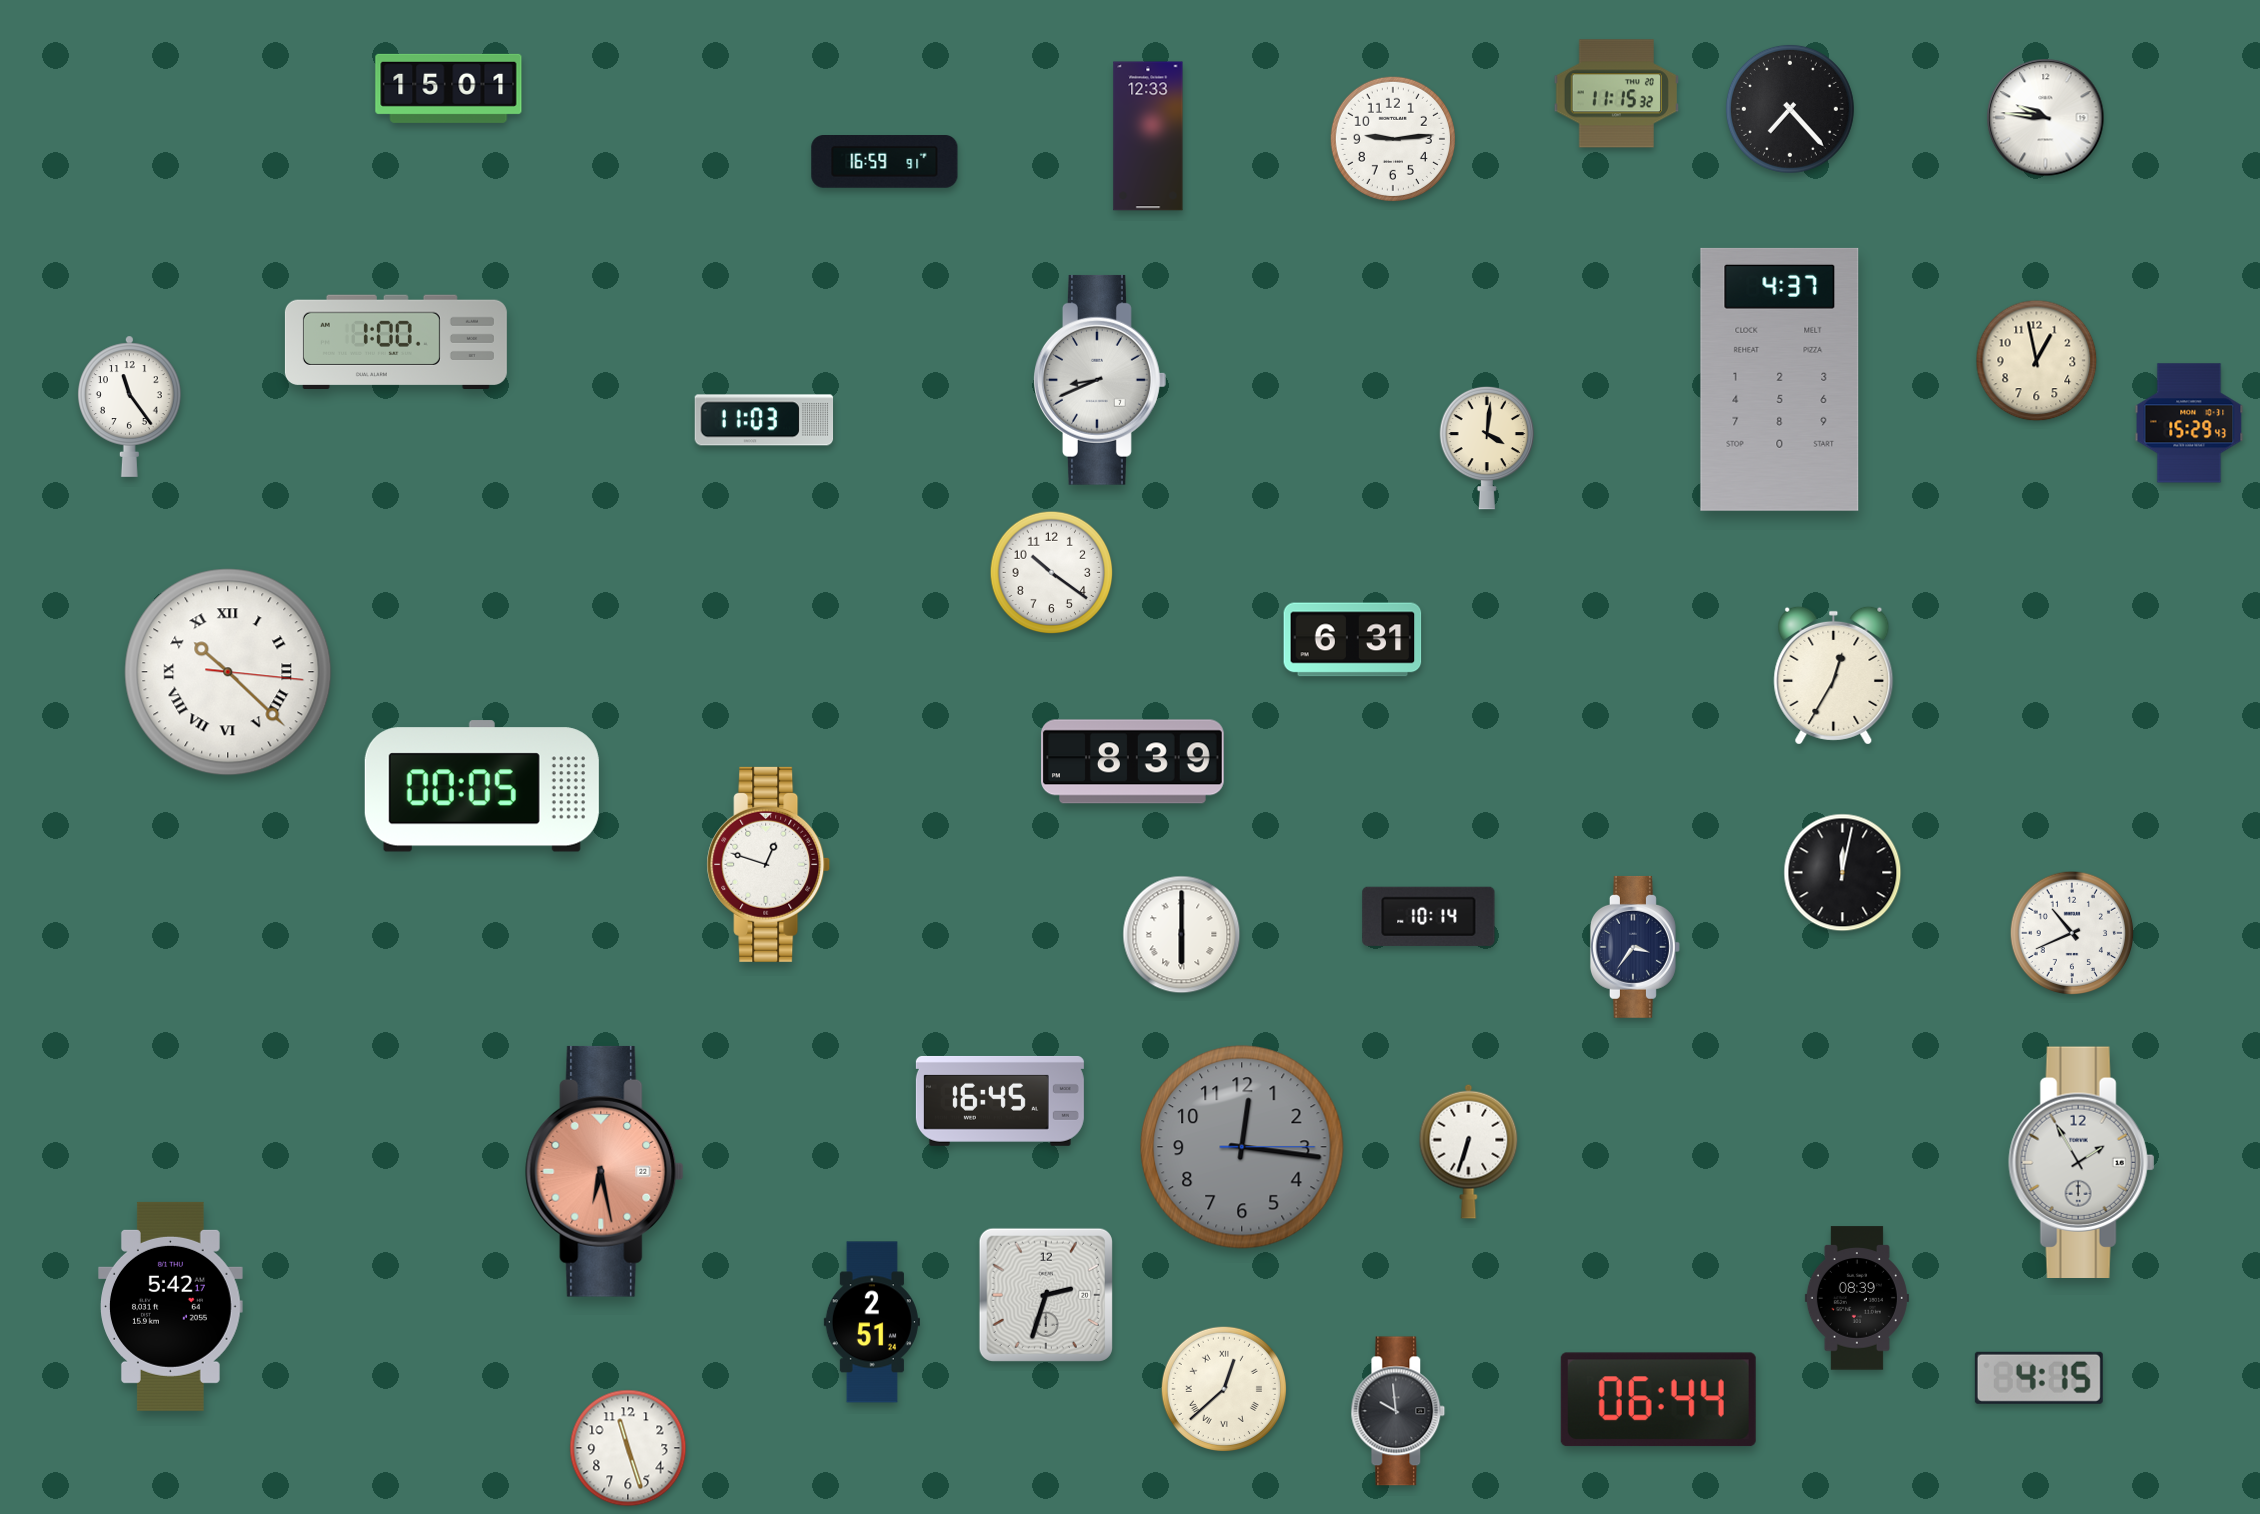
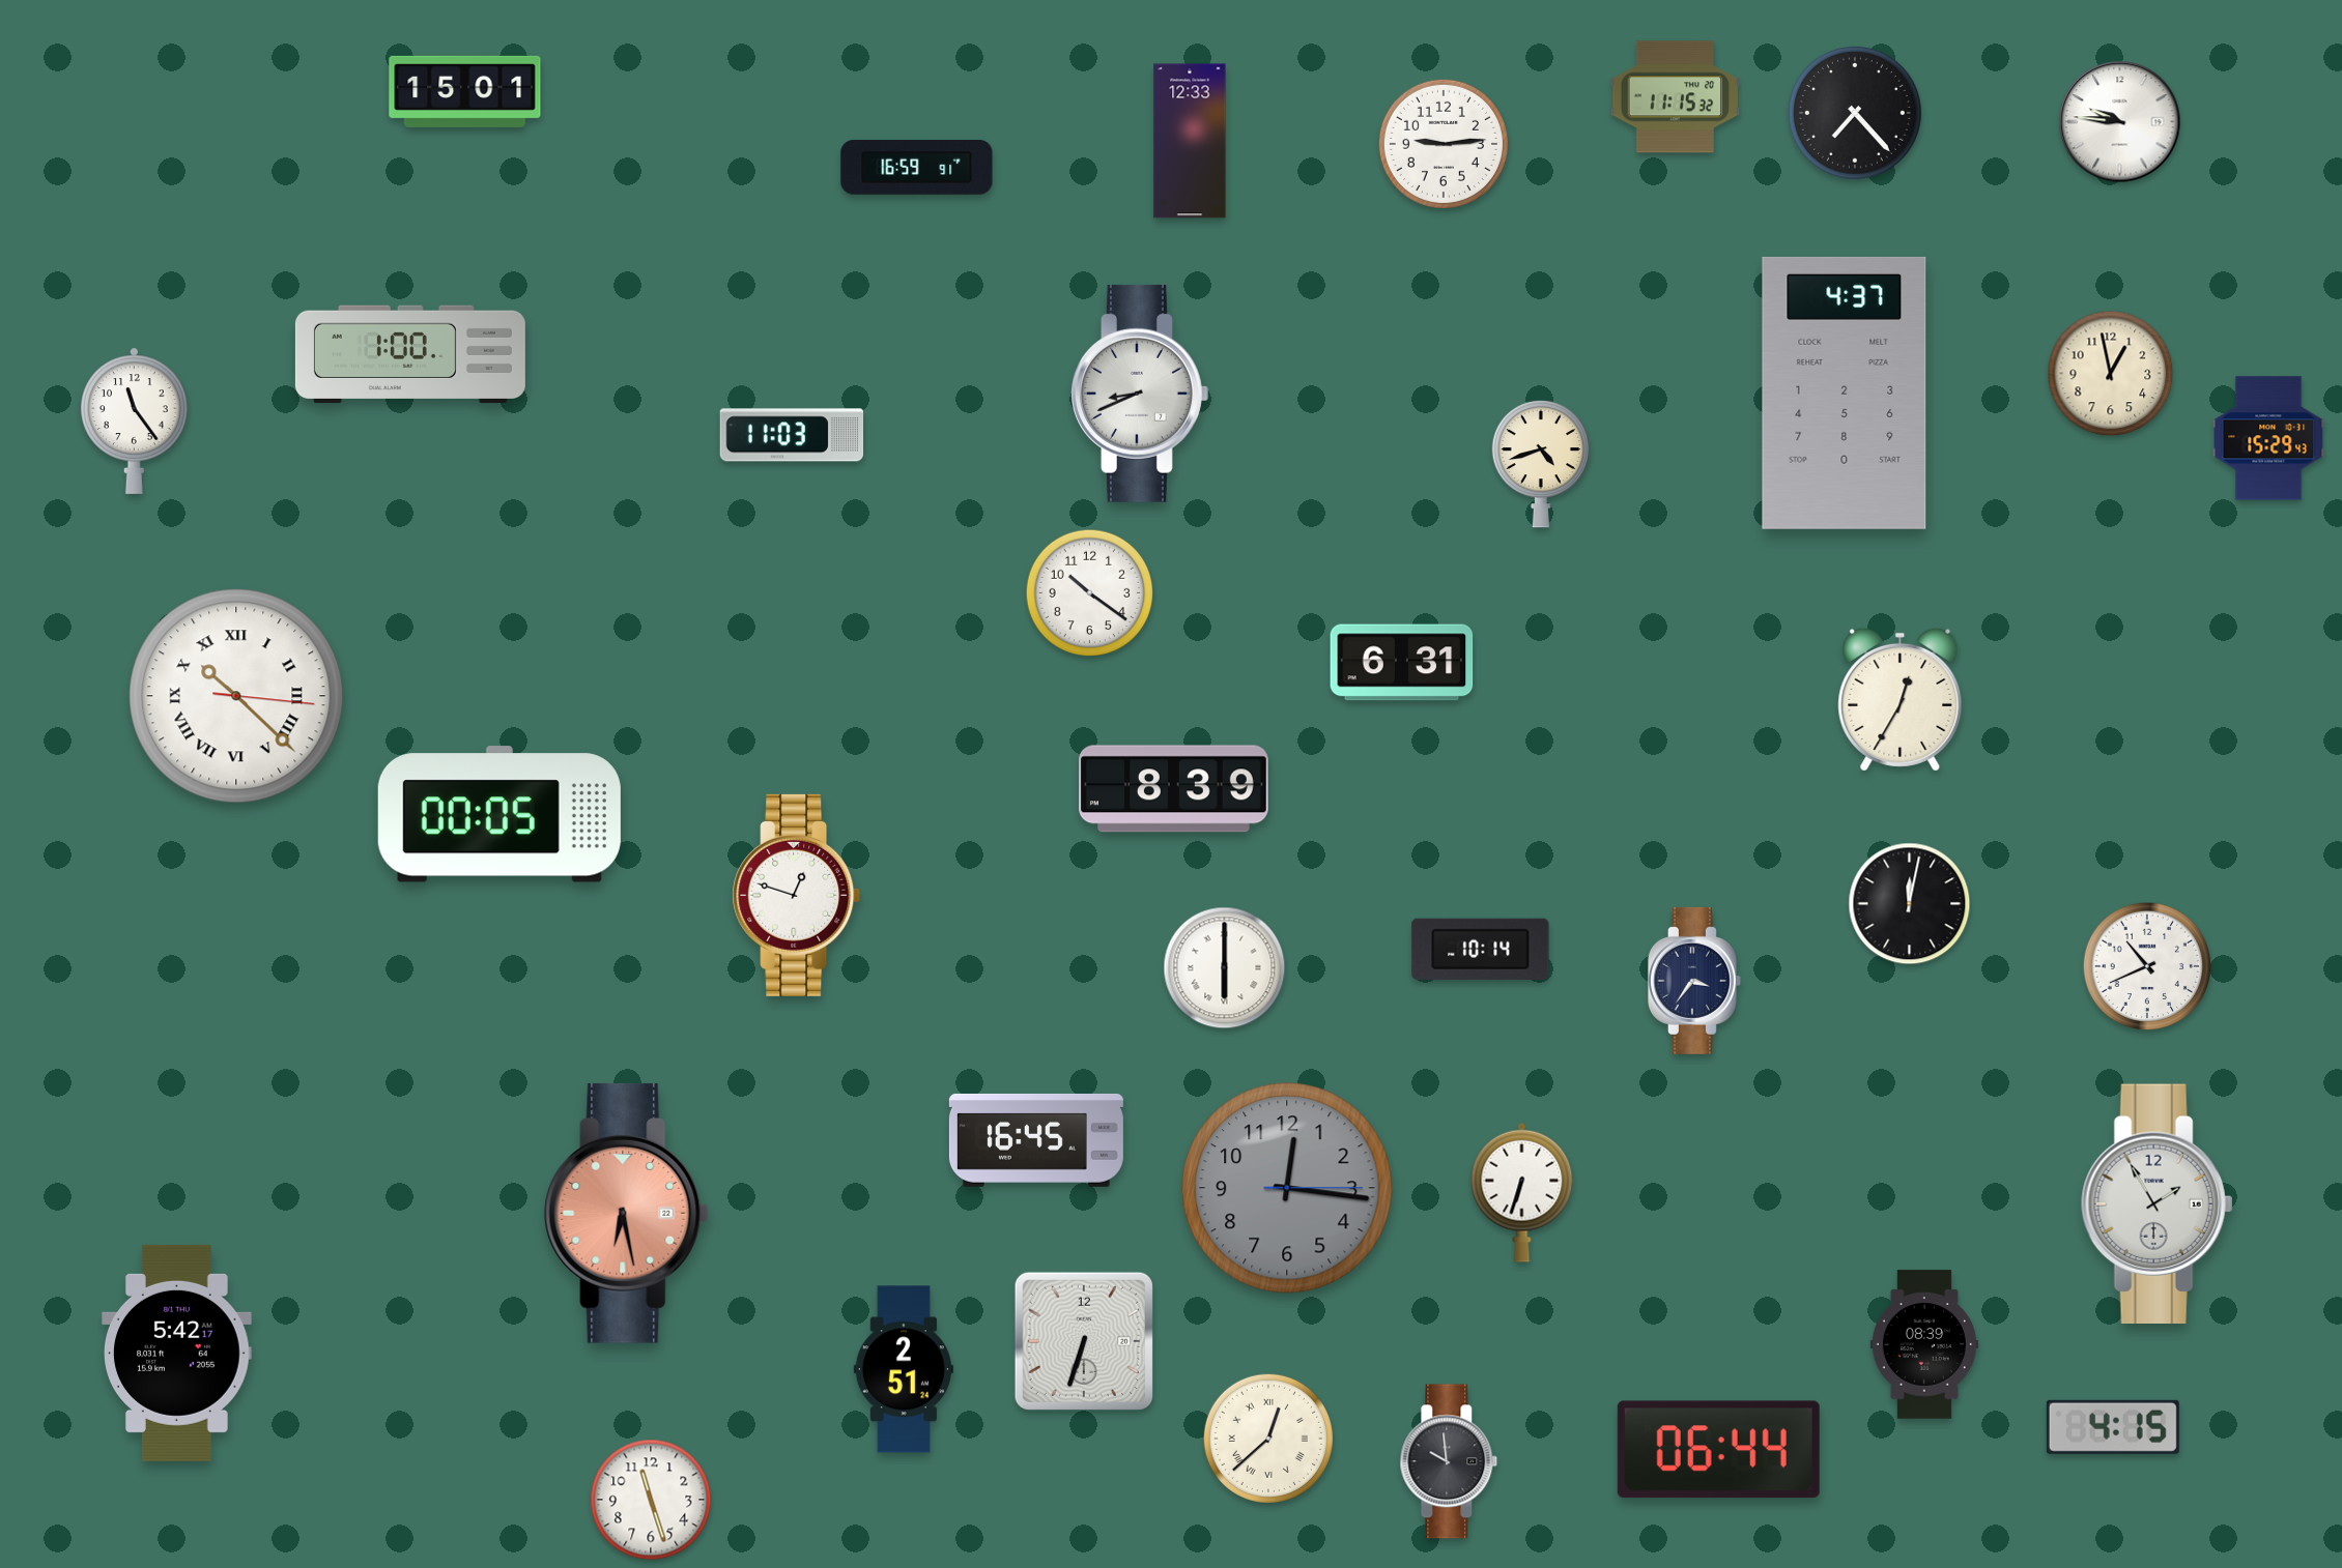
clock at (1486, 448): 4:01 -> 4:42
clock at (1046, 1295): 2:33 -> 6:33
